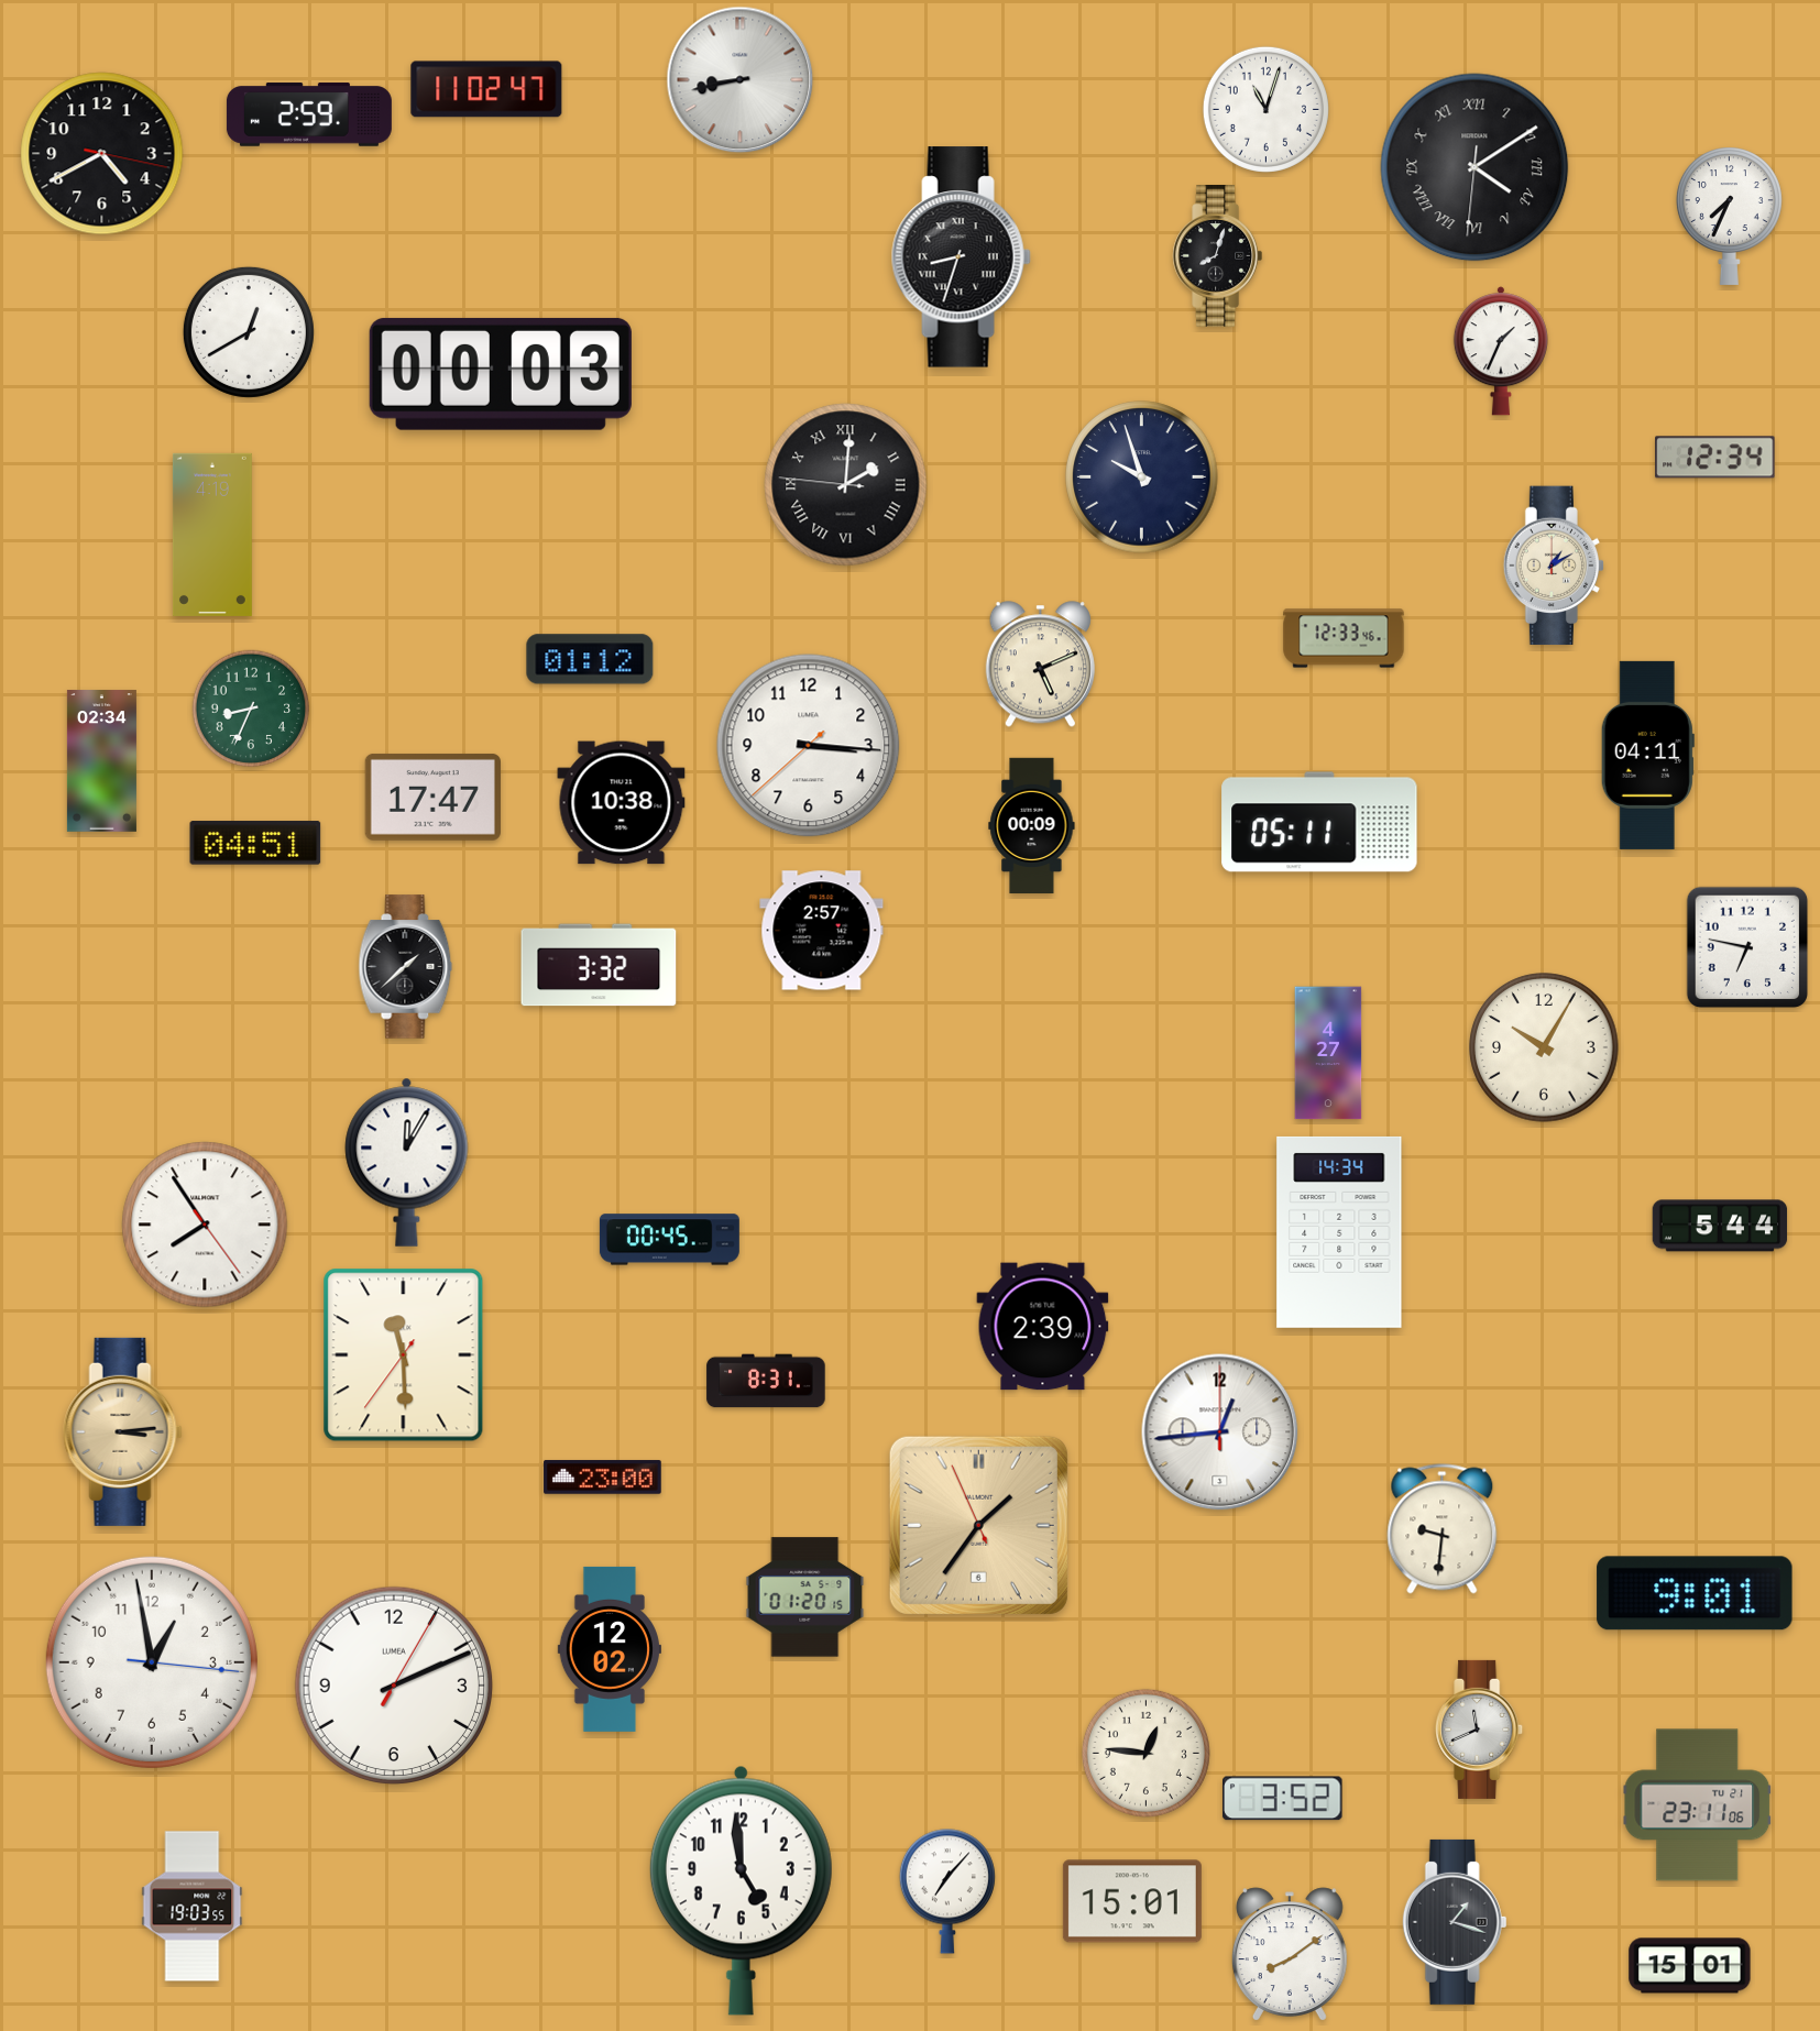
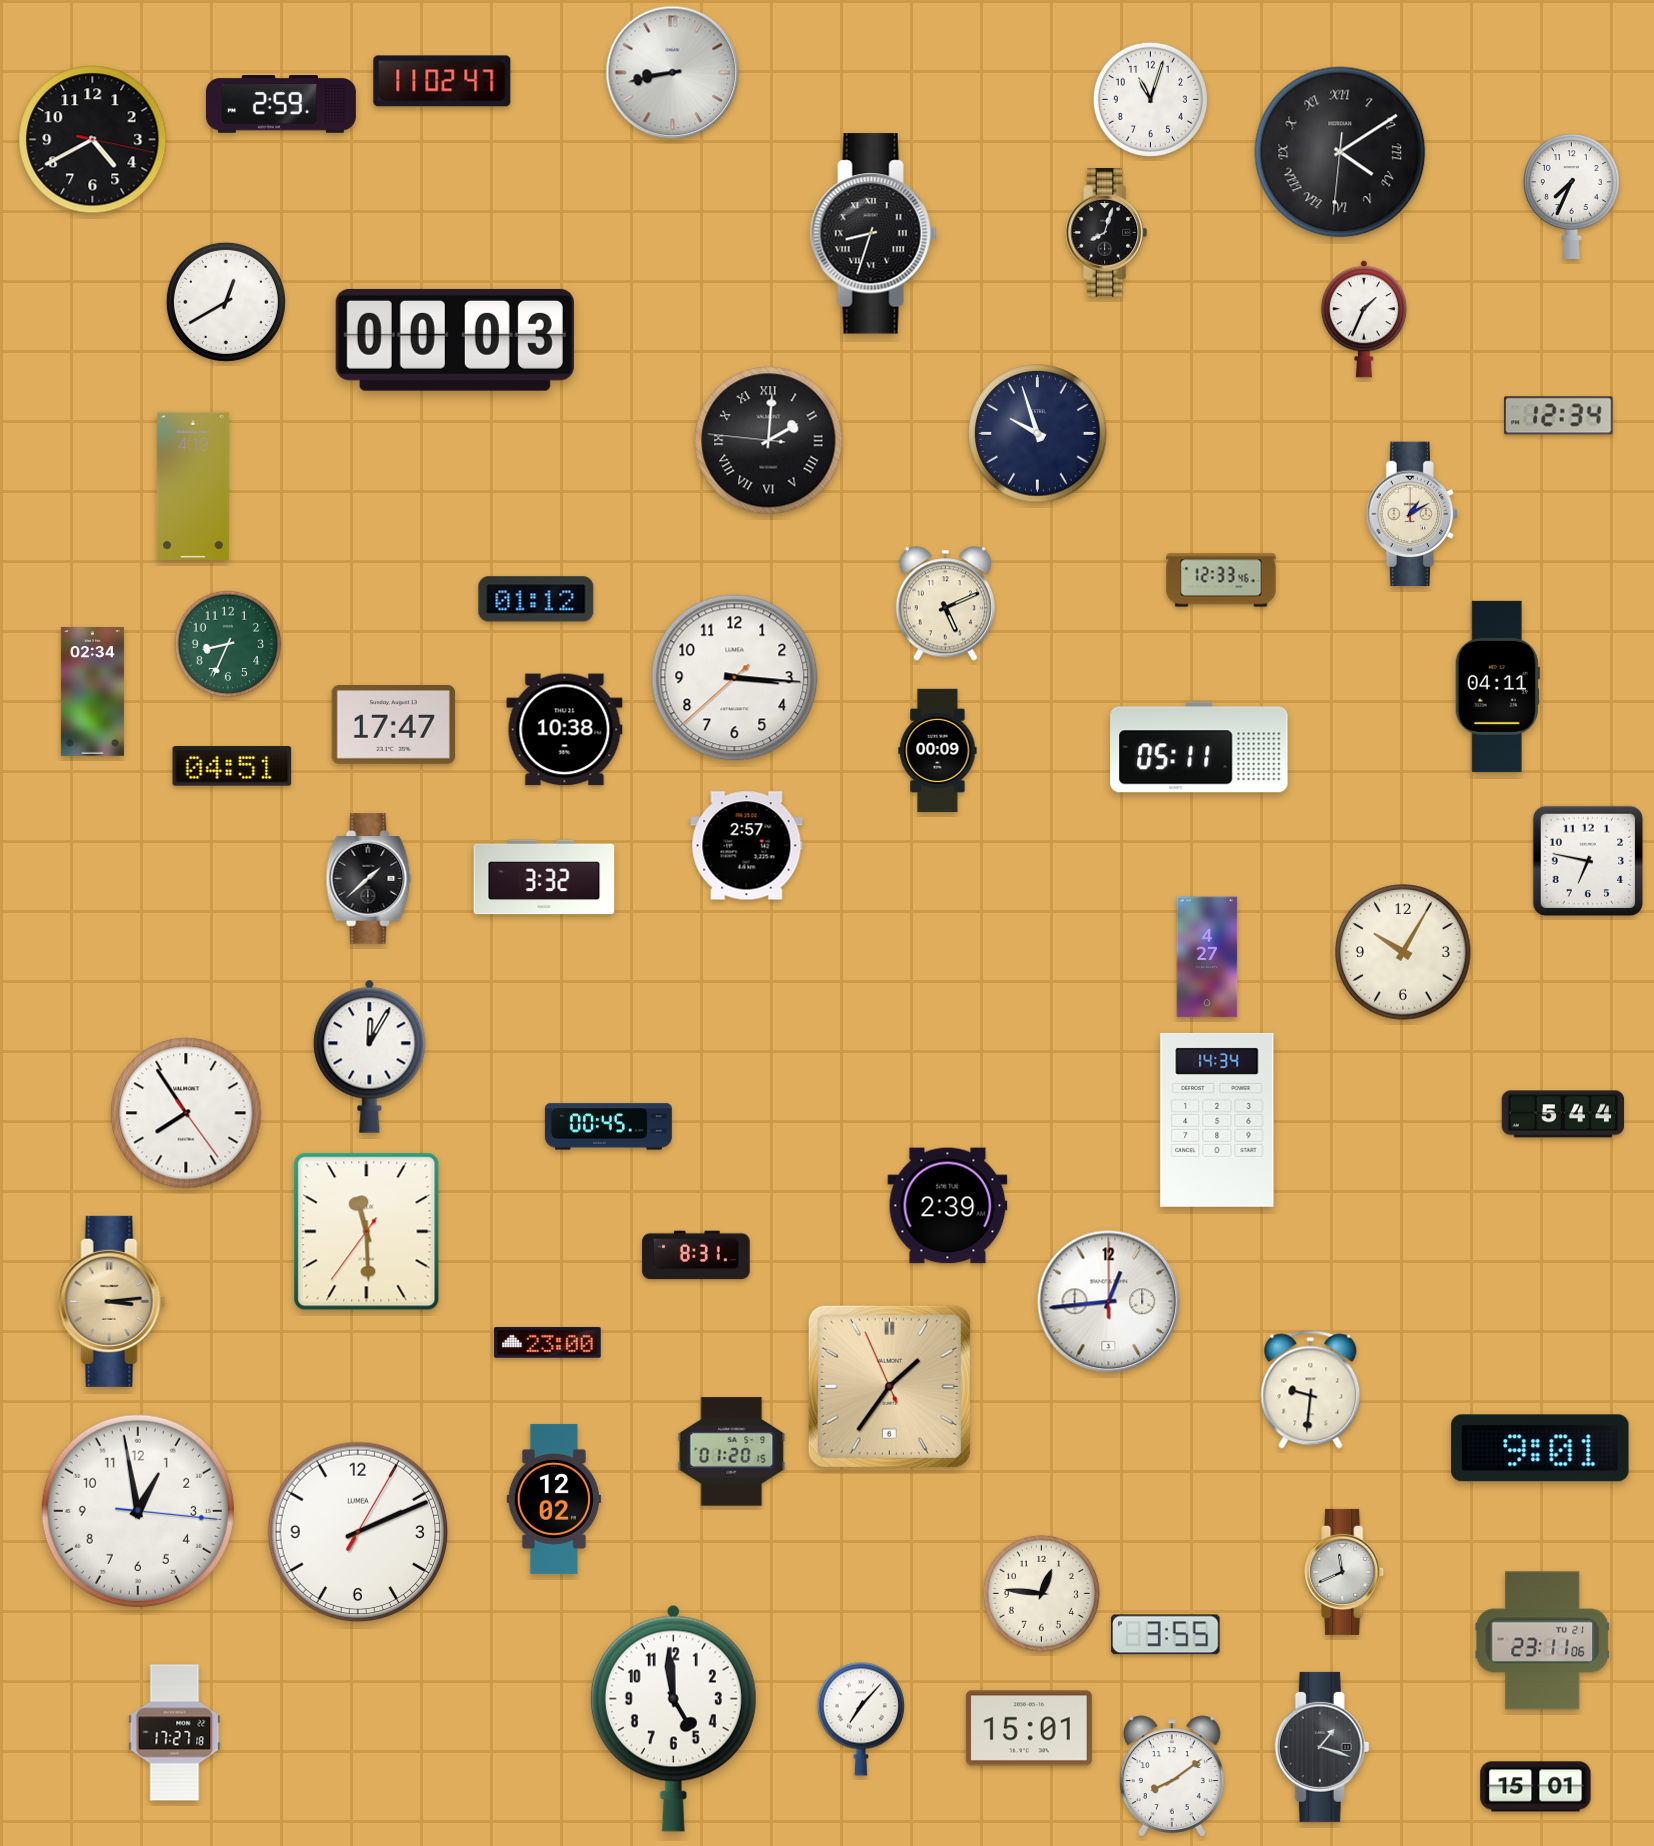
clock at (1283, 1799): 3:52 -> 3:55
clock at (193, 1907): 19:03 -> 17:27
